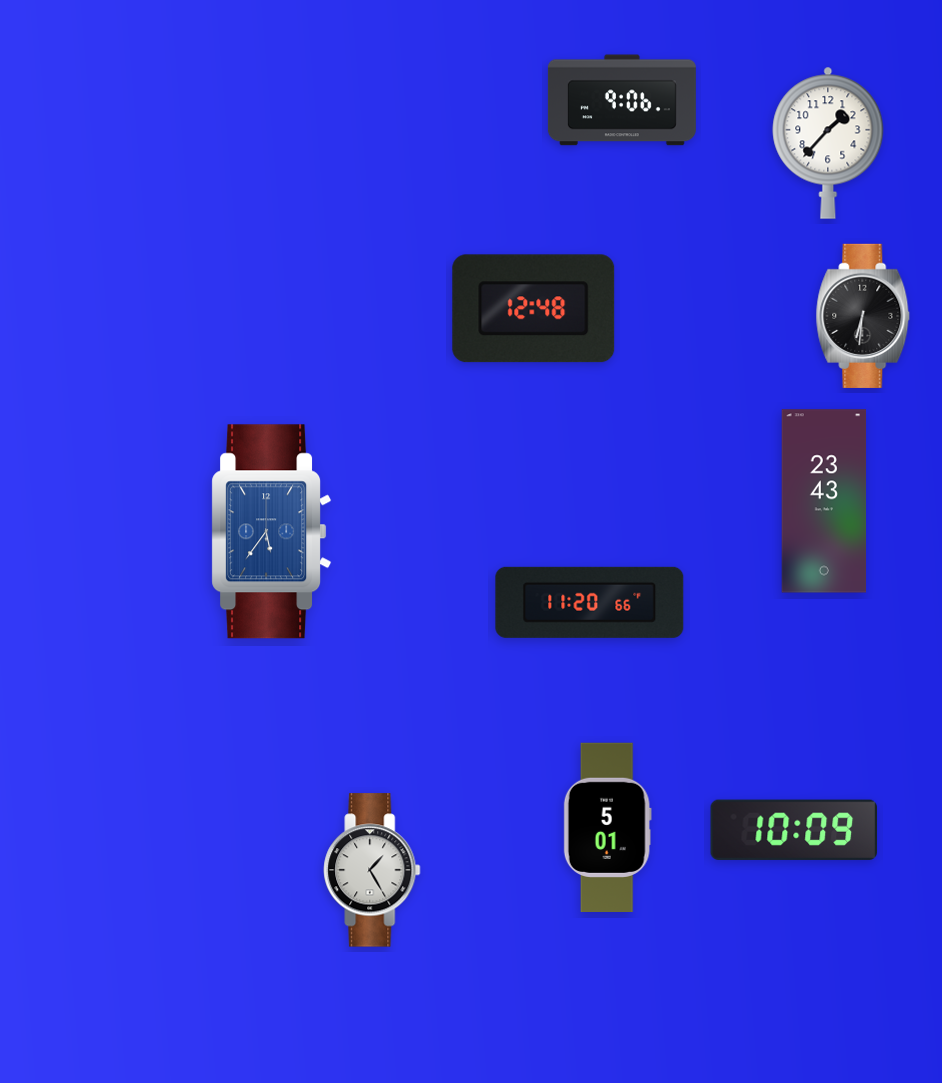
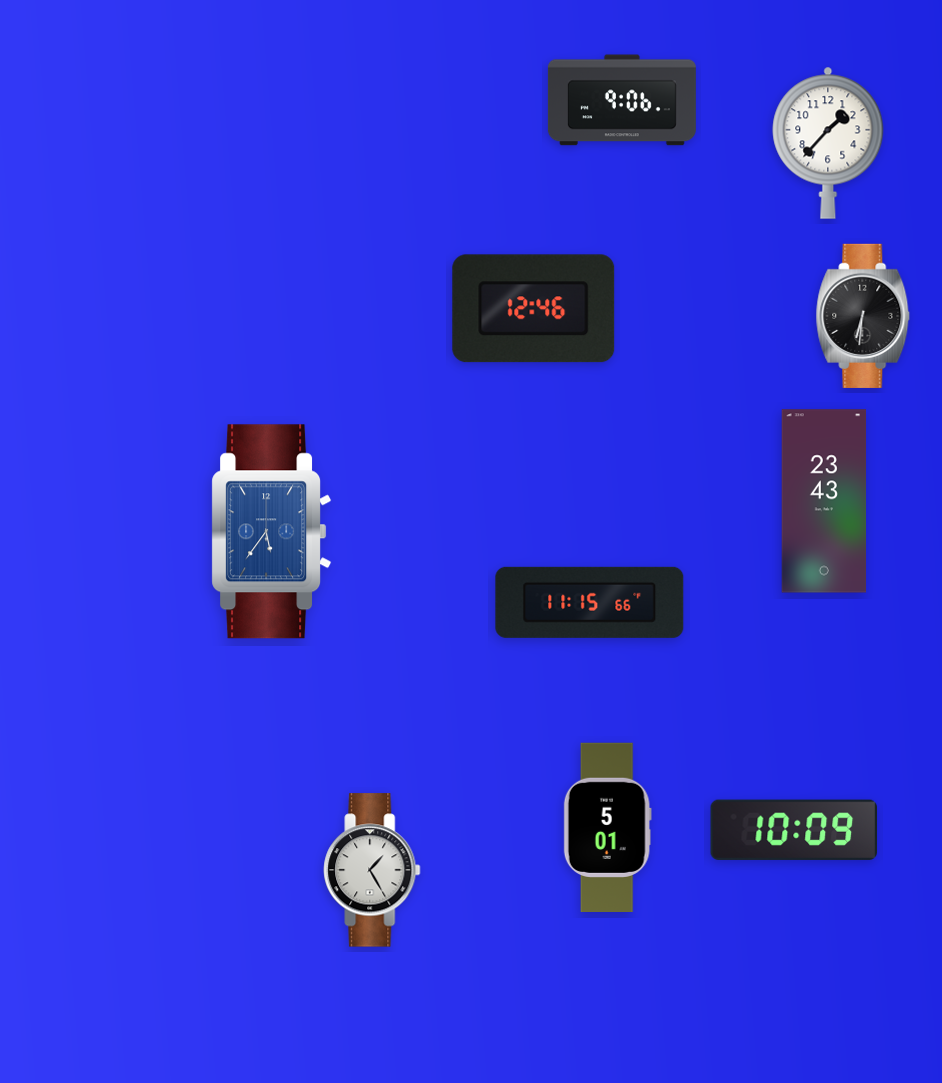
clock at (534, 309): 12:48 -> 12:46
clock at (590, 602): 11:20 -> 11:15
